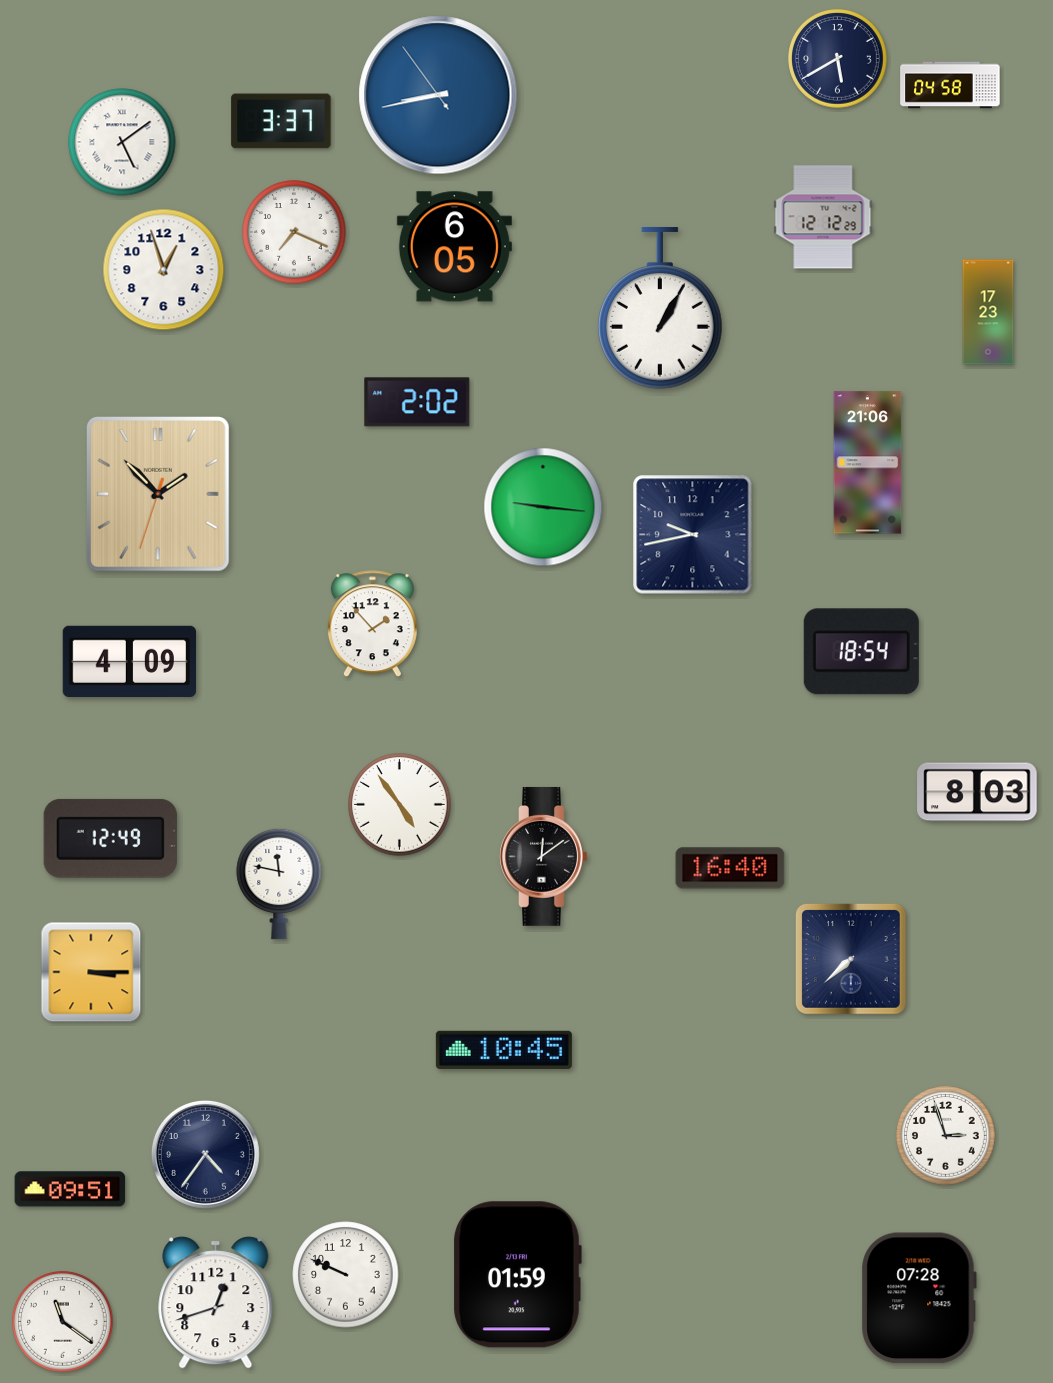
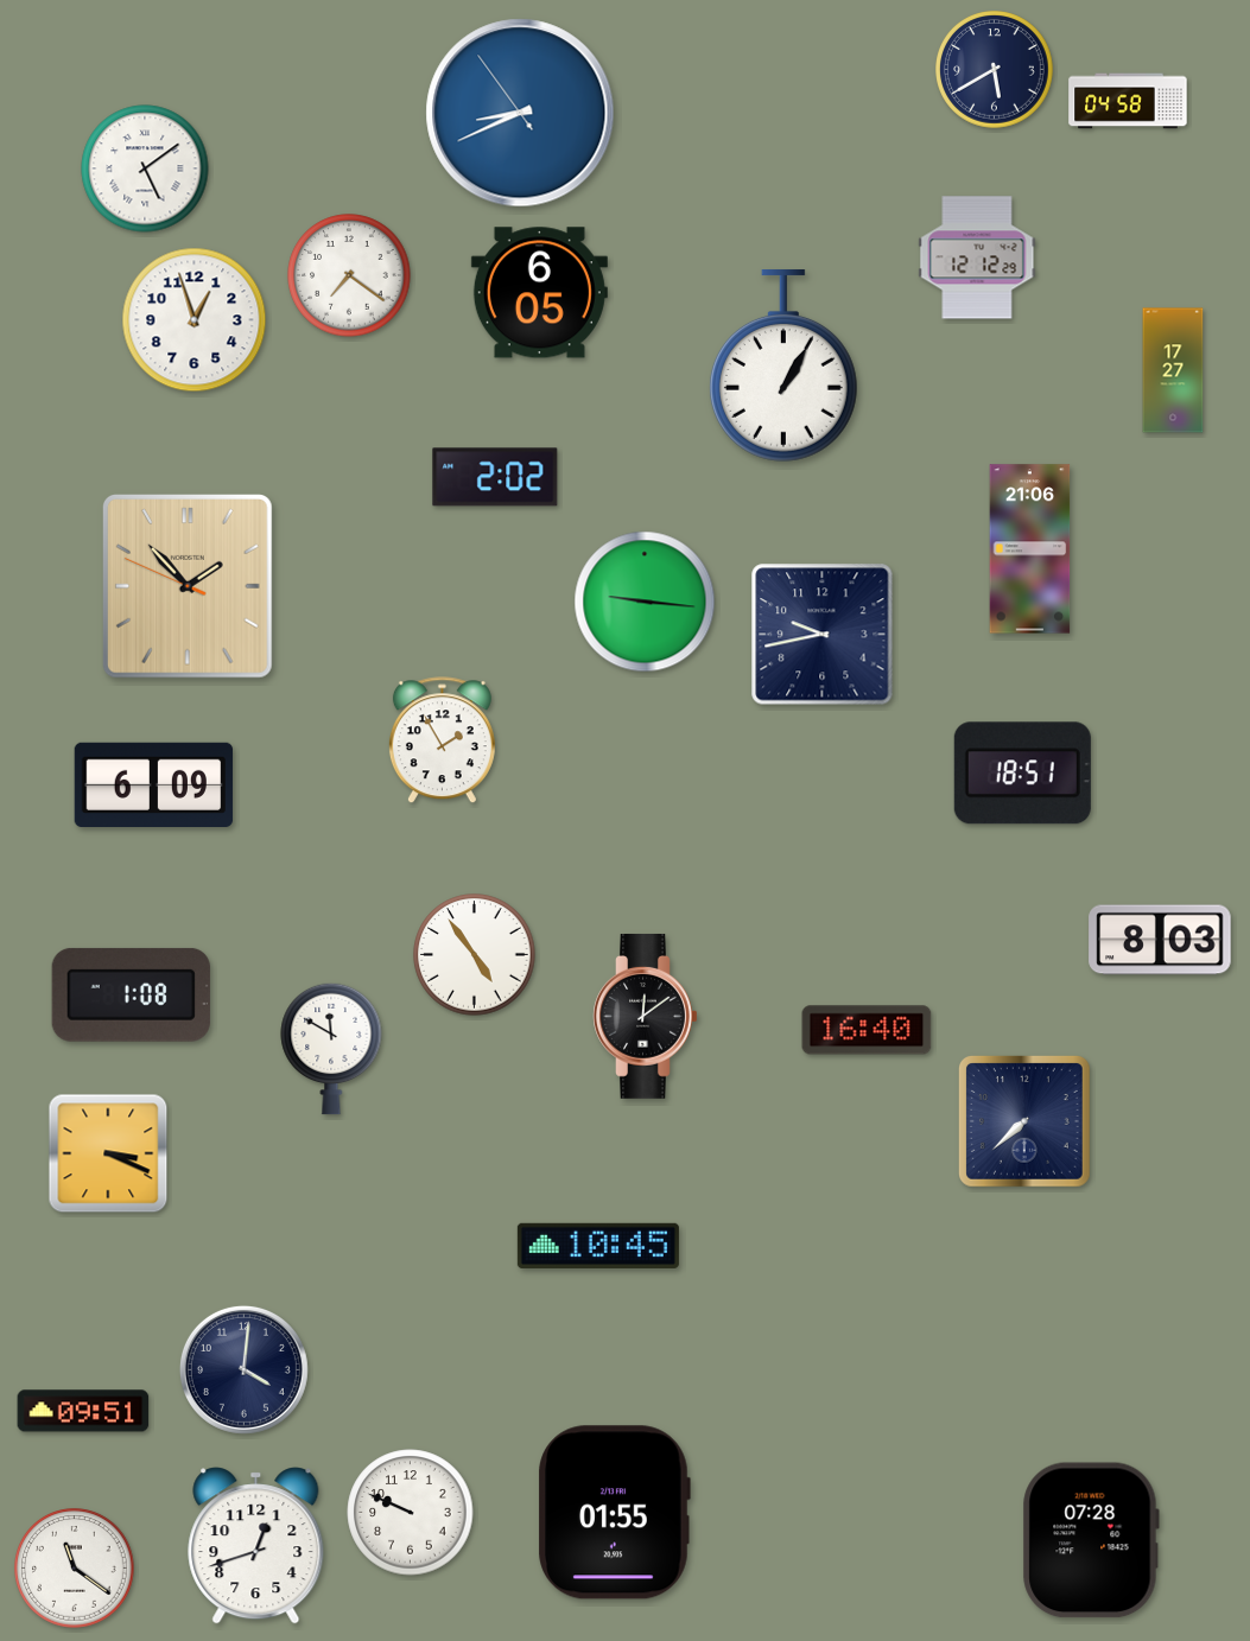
clock at (438, 95): 8:42 -> 8:40
clock at (281, 121): 3:37 -> none
clock at (294, 232): 7:19 -> 7:21
clock at (988, 312): 17:23 -> 17:27
clock at (158, 495): 1:52:33 -> 1:52:49
clock at (372, 624): 1:53 -> 1:55
clock at (861, 652): 18:54 -> 18:51
clock at (130, 661): 4:09 -> 6:09
clock at (110, 838): 12:49 -> 1:08
clock at (279, 884): 11:47 -> 11:50
clock at (852, 960) position: (852, 960) -> (1026, 1122)
clock at (91, 972): 3:15 -> 3:19
clock at (946, 1136): 2:57 -> none
clock at (205, 1154): 4:36 -> 4:01
clock at (517, 1275): 01:59 -> 01:55
